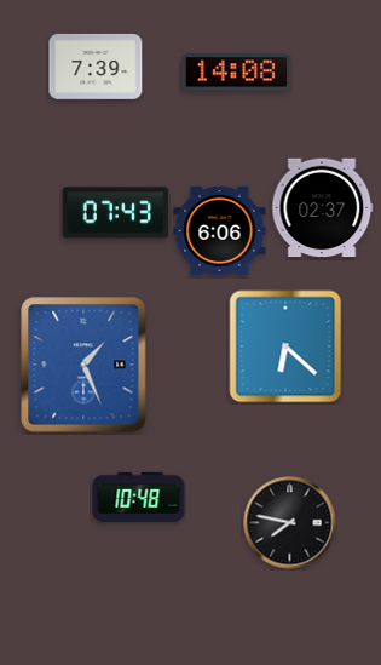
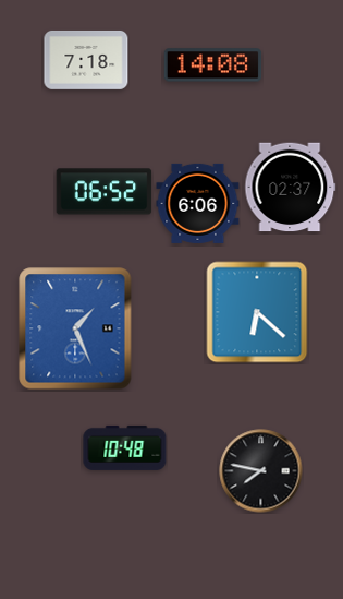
clock at (96, 67): 7:39 -> 7:18
clock at (116, 213): 07:43 -> 06:52
clock at (220, 230) position: (220, 230) -> (198, 203)
